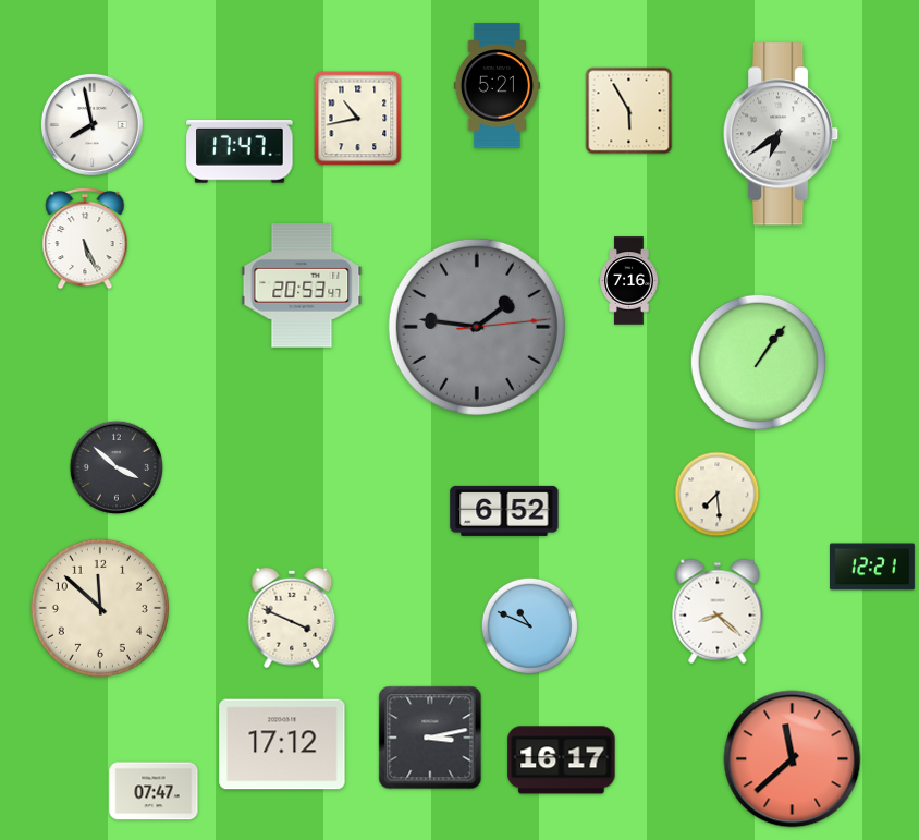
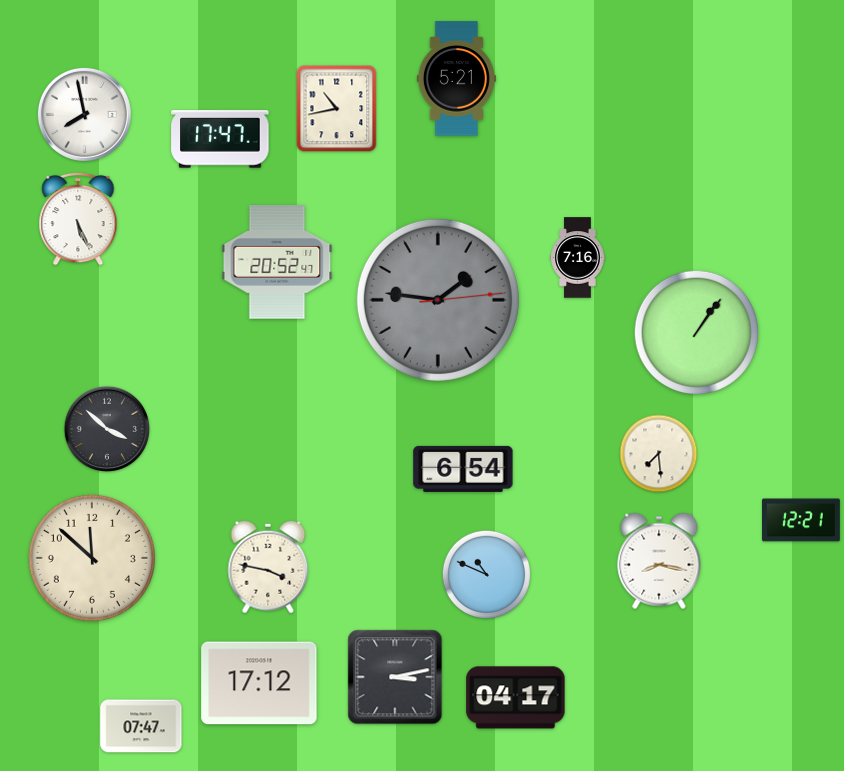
clock at (629, 111): 5:55 -> none
clock at (358, 119) position: (358, 119) -> (337, 109)
clock at (781, 134): 6:39 -> none
clock at (302, 285): 20:53 -> 20:52
clock at (504, 511): 6:52 -> 6:54
clock at (718, 611): 8:22 -> 8:17
clock at (292, 618): 3:49 -> 3:47
clock at (793, 759): 11:38 -> none
clock at (562, 760): 16:17 -> 04:17
